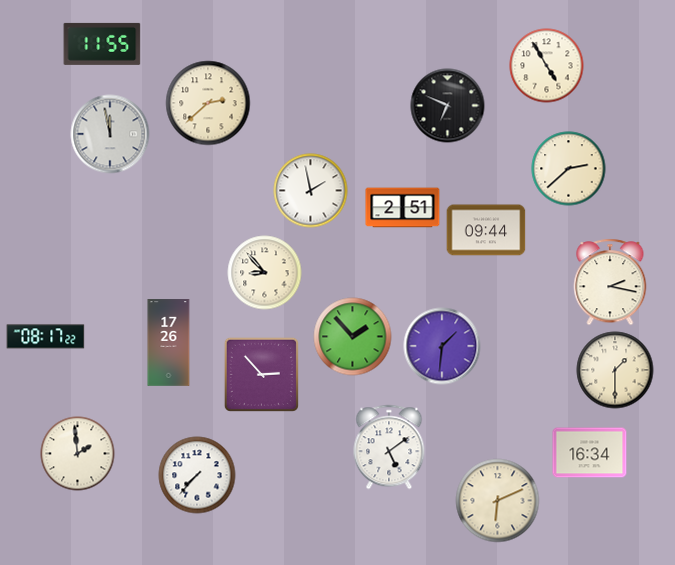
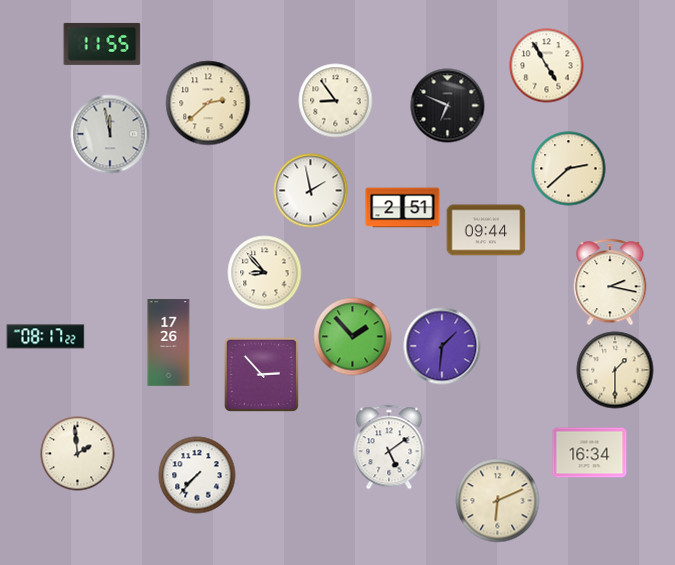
clock at (336, 101): none -> 8:54
